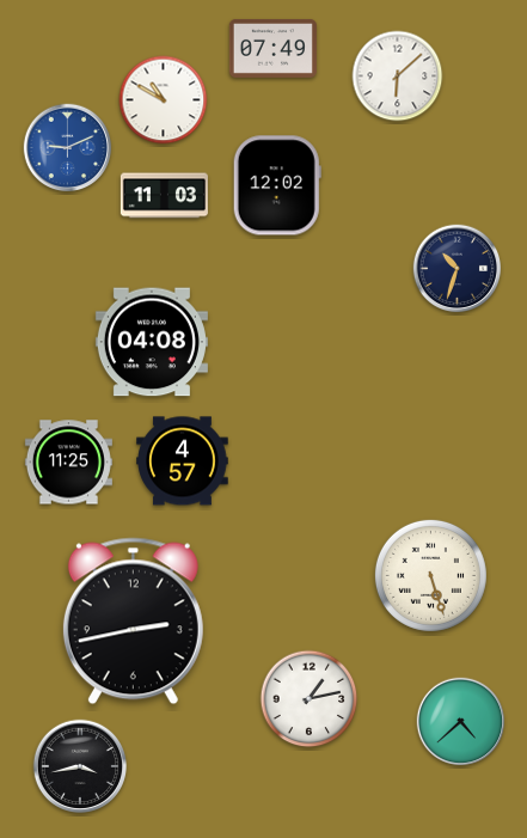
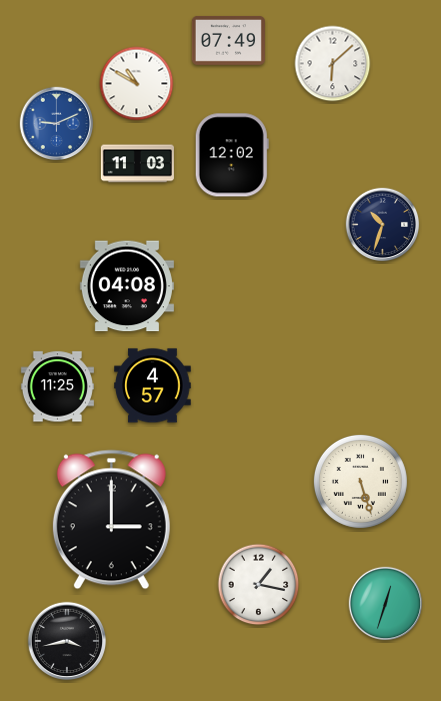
clock at (133, 622): 2:43 -> 3:00
clock at (310, 699): 1:13 -> 1:17
clock at (461, 722): 4:38 -> 12:33
